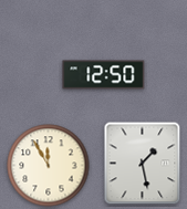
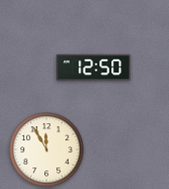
clock at (143, 164): 1:28 -> none
clock at (49, 166) position: (49, 166) -> (47, 150)
